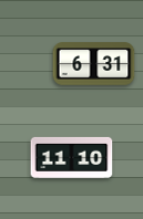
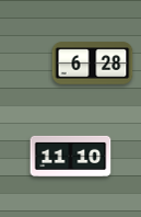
clock at (94, 64): 6:31 -> 6:28
